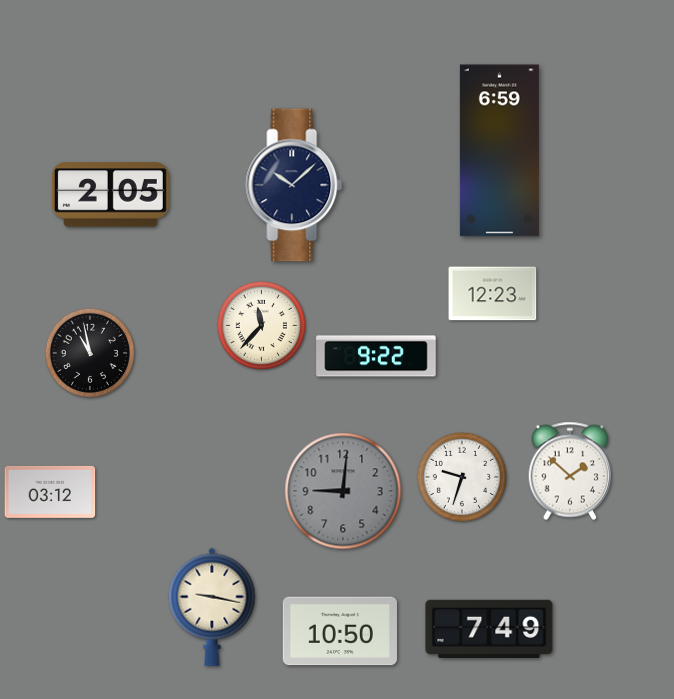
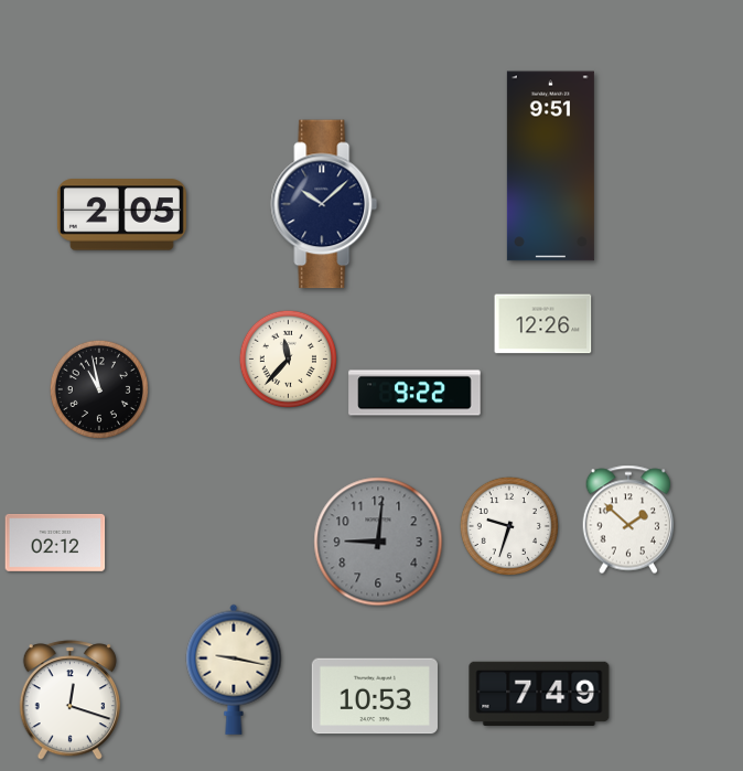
clock at (499, 151): 6:59 -> 9:51
clock at (493, 294): 12:23 -> 12:26
clock at (50, 492): 03:12 -> 02:12
clock at (340, 631): 10:50 -> 10:53
clock at (69, 700): none -> 12:18
